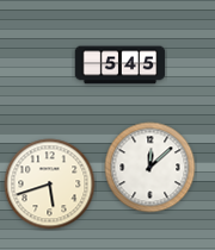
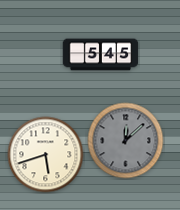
clock at (150, 168) dial: white -> grey
clock at (50, 185) position: (50, 185) -> (46, 155)
